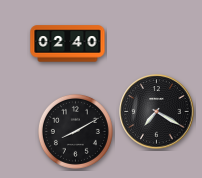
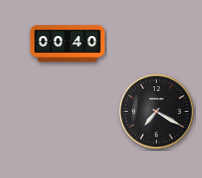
clock at (68, 44): 02:40 -> 00:40
clock at (75, 131): 8:10 -> none
